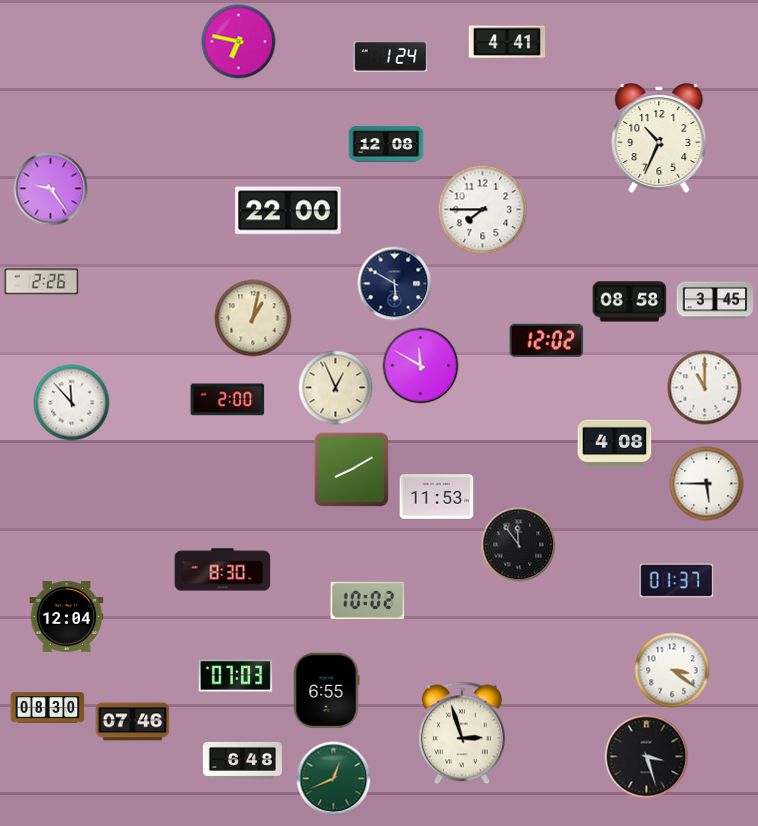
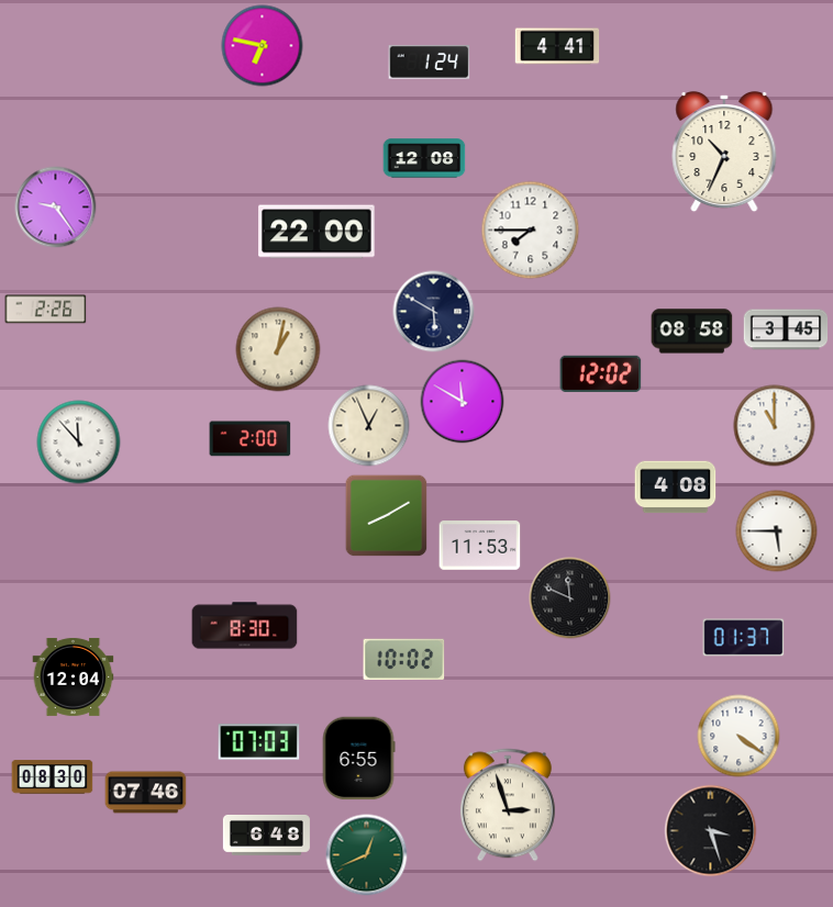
clock at (519, 545): 11:54 -> 11:49
clock at (672, 670): 3:21 -> 4:21
